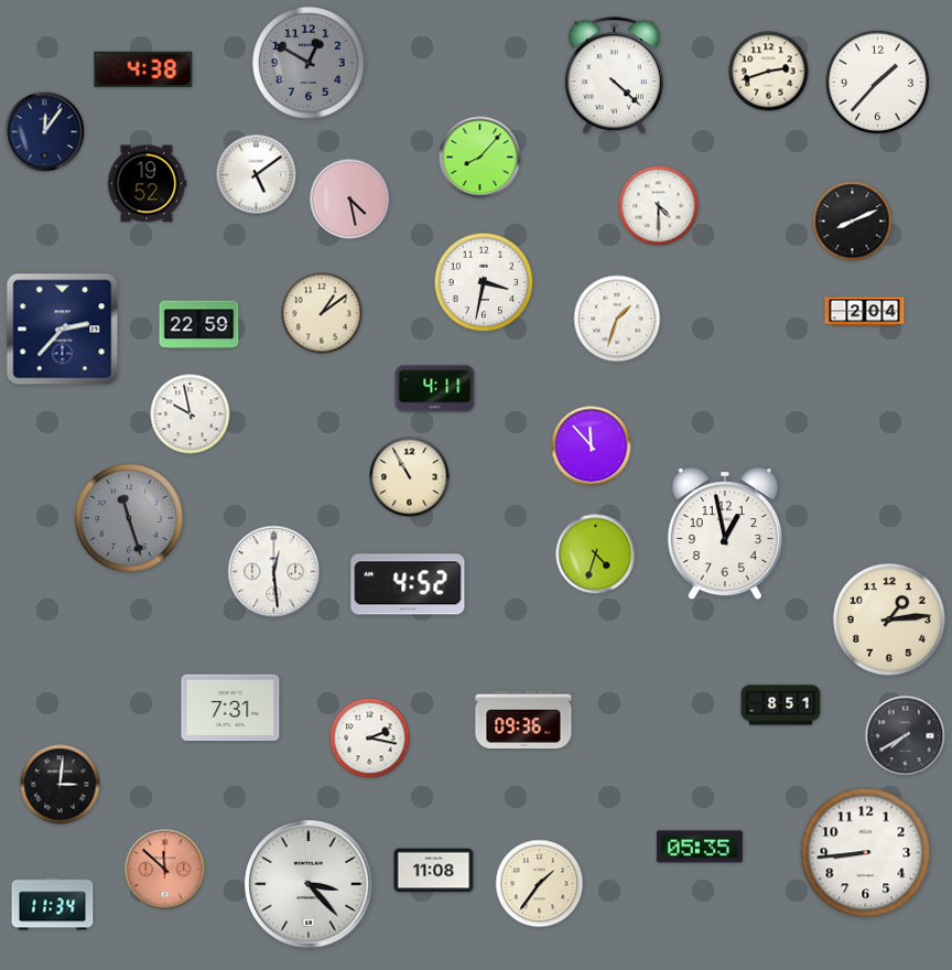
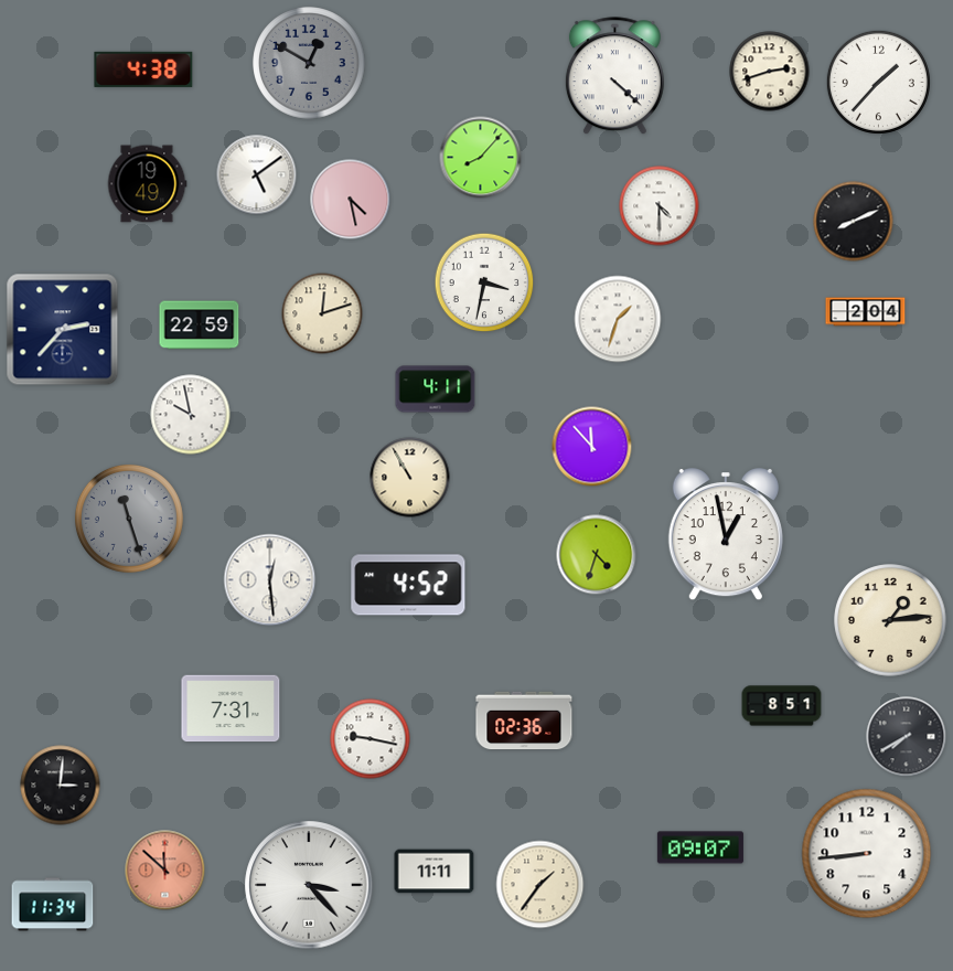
clock at (45, 132): 12:06 -> none
clock at (147, 184): 19:52 -> 19:49
clock at (322, 313): 1:09 -> 12:12
clock at (274, 572) position: (274, 572) -> (270, 580)
clock at (523, 720): 09:36 -> 02:36
clock at (370, 739): 2:17 -> 9:17
clock at (700, 847): 05:35 -> 09:07
clock at (434, 871): 11:08 -> 11:11
